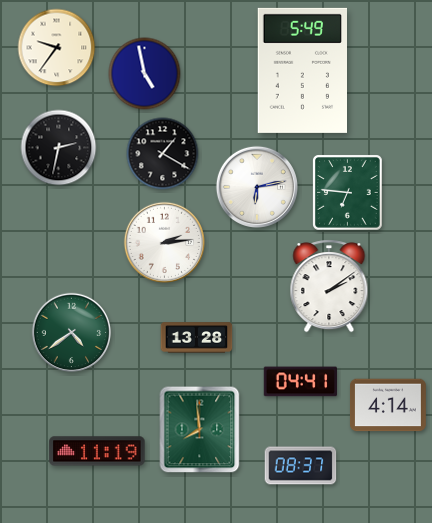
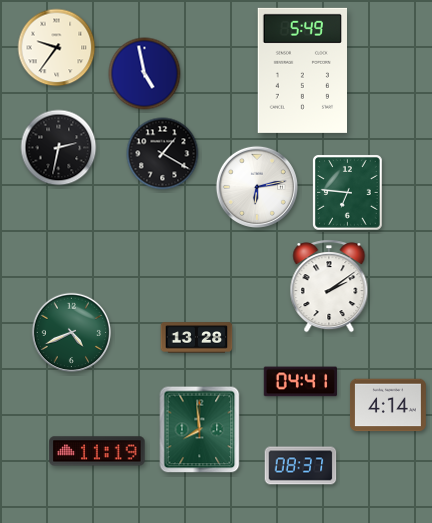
clock at (164, 242): 2:14 -> none
clock at (72, 333): 4:39 -> 4:41
